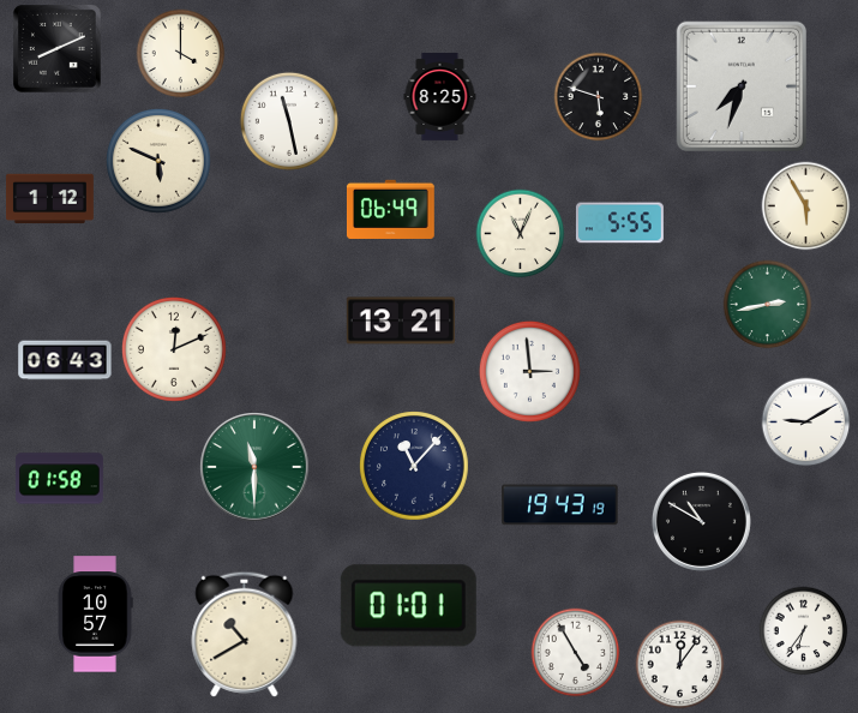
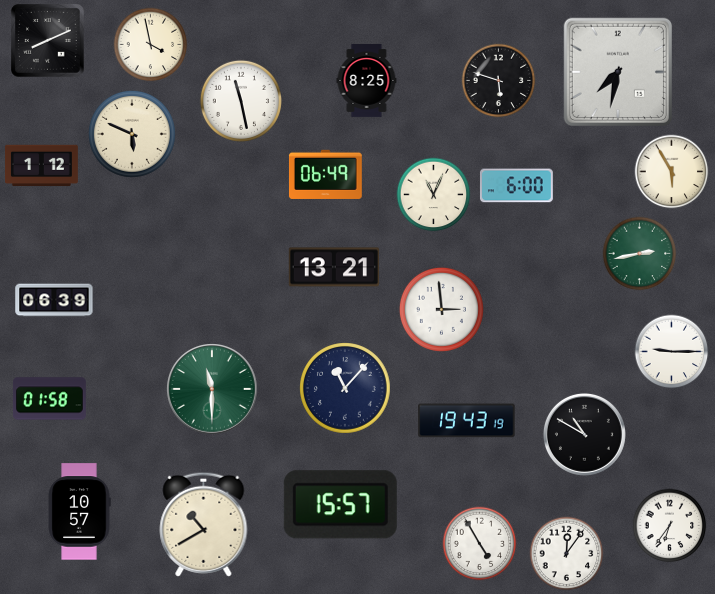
clock at (181, 54): 4:00 -> 3:58
clock at (740, 85): 7:33 -> 7:32
clock at (619, 223): 5:55 -> 6:00
clock at (174, 349): 12:11 -> none
clock at (65, 360): 06:43 -> 06:39
clock at (806, 423): 9:10 -> 9:15
clock at (408, 606): 01:01 -> 15:57
clock at (245, 634) position: (245, 634) -> (204, 524)
